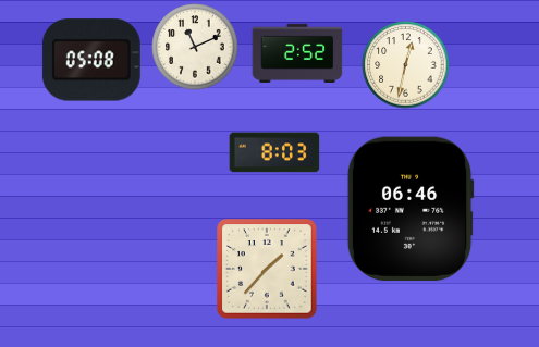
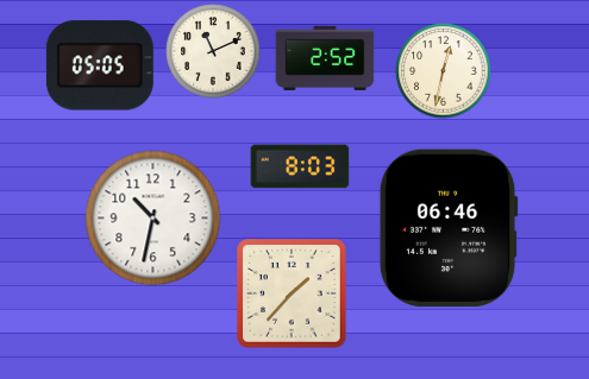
clock at (91, 60): 05:08 -> 05:05
clock at (153, 219): none -> 10:32
